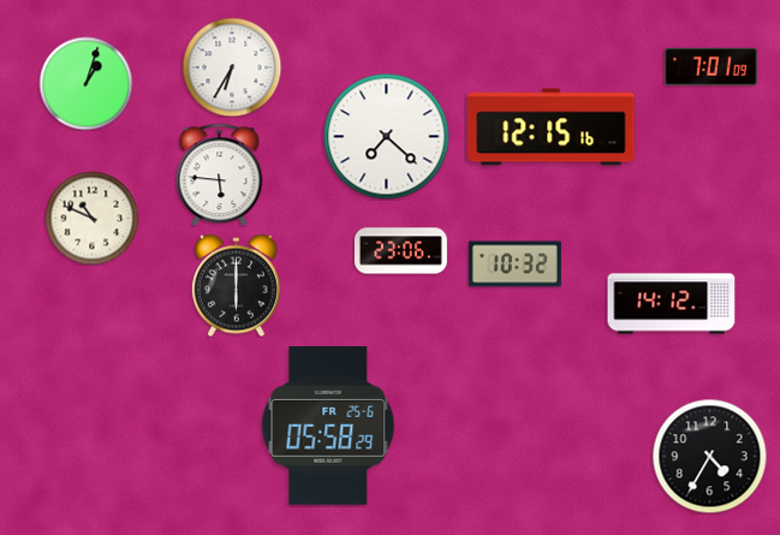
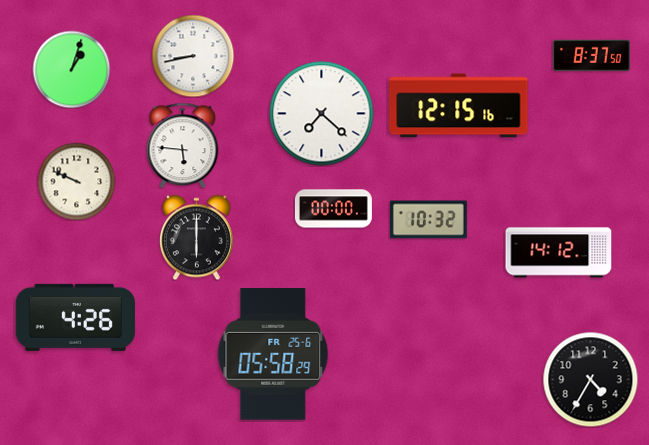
clock at (710, 66): 7:01 -> 8:37
clock at (232, 67): 6:35 -> 8:43
clock at (91, 218): 10:49 -> 9:49
clock at (400, 251): 23:06 -> 00:00
clock at (75, 317): none -> 4:26
